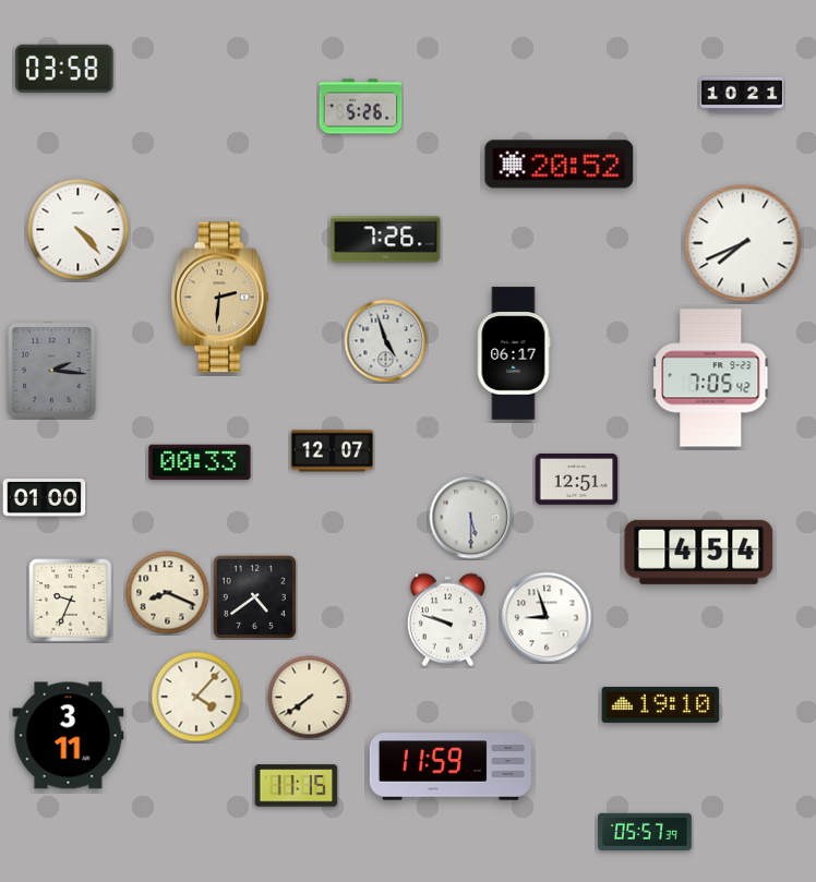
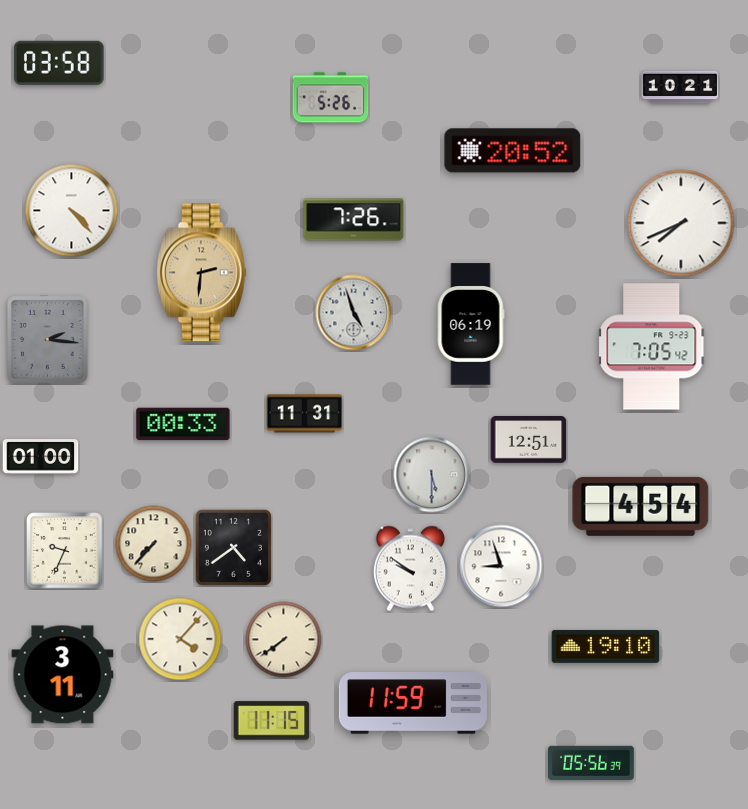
clock at (514, 353): 06:17 -> 06:19
clock at (333, 451): 12:07 -> 11:31
clock at (168, 593): 8:19 -> 7:37
clock at (447, 620): 9:48 -> 9:51
clock at (646, 832): 05:57 -> 05:56
